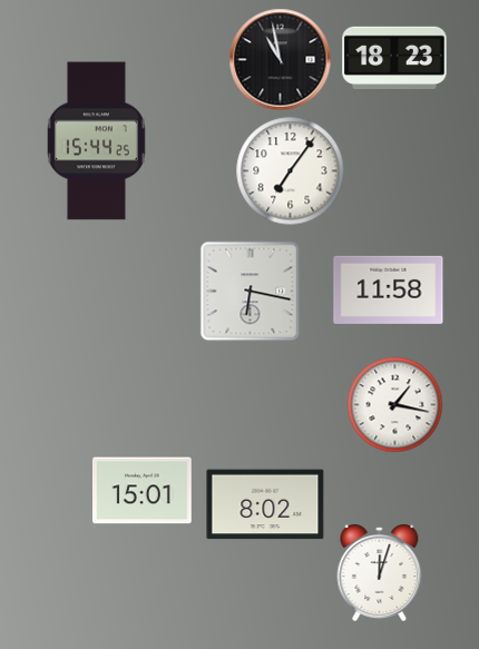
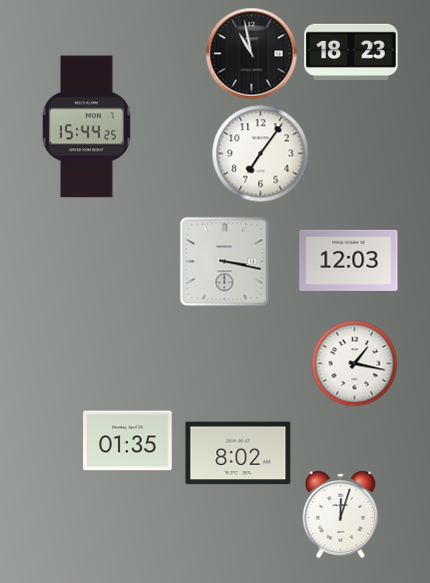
clock at (394, 58) position: (394, 58) -> (351, 52)
clock at (389, 289): 11:58 -> 12:03
clock at (251, 292): 6:17 -> 3:17
clock at (143, 491): 15:01 -> 01:35
